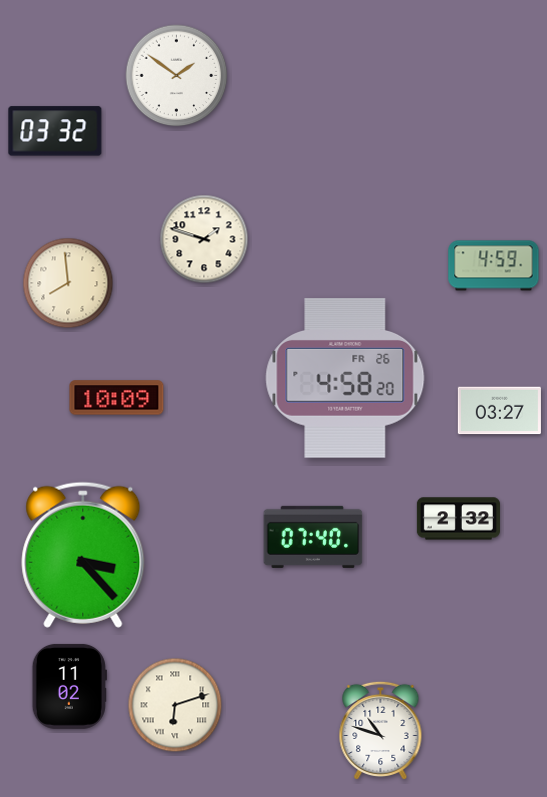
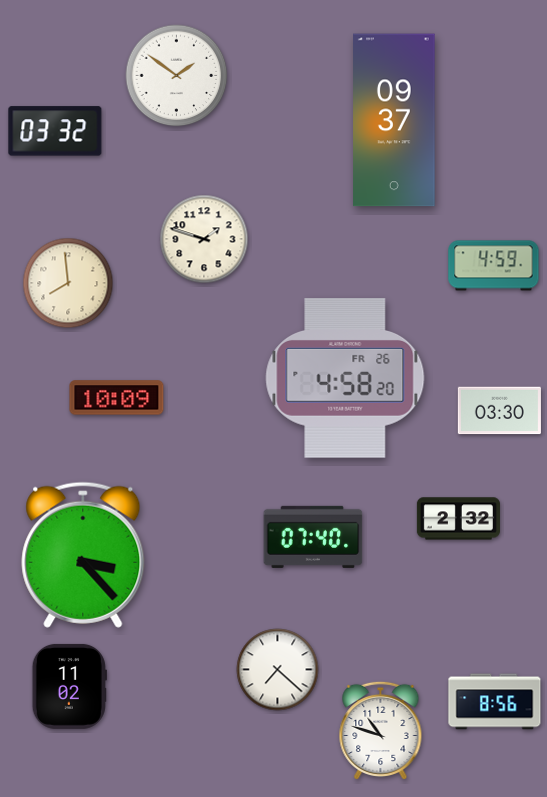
clock at (394, 120): none -> 09:37
clock at (499, 411): 03:27 -> 03:30
clock at (278, 670): none -> 7:22
clock at (495, 702): none -> 8:56
clock at (175, 705): 6:12 -> none
